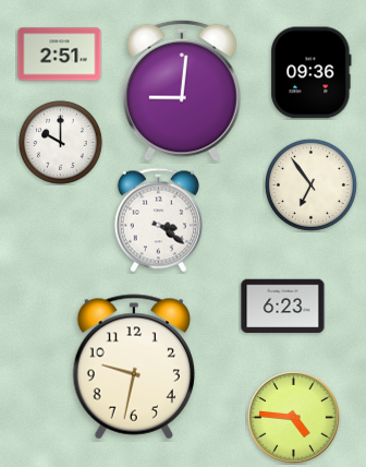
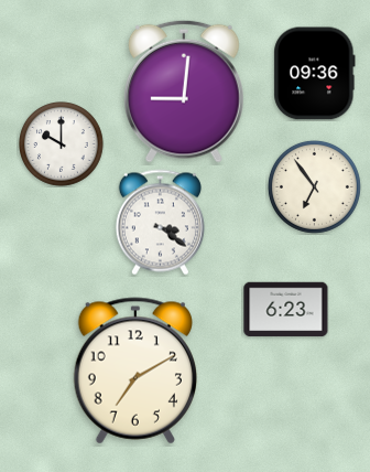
clock at (60, 55): 2:51 -> none
clock at (134, 367): 9:32 -> 7:10
clock at (294, 418): 4:46 -> none
